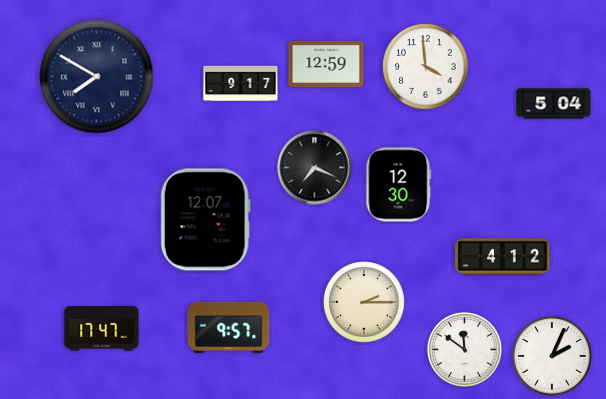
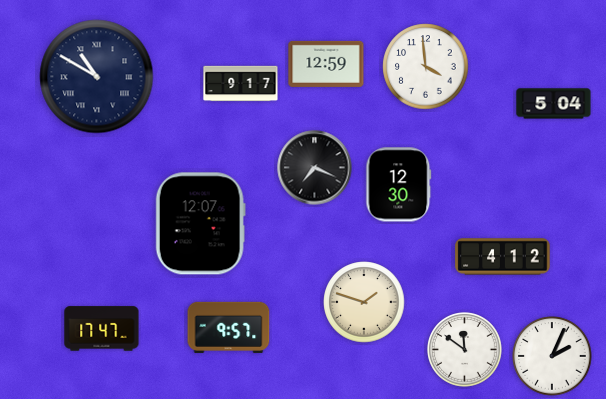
clock at (97, 77): 7:50 -> 10:50
clock at (205, 220) position: (205, 220) -> (200, 224)
clock at (364, 302): 2:15 -> 1:48
